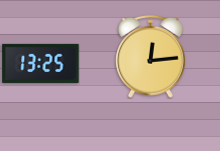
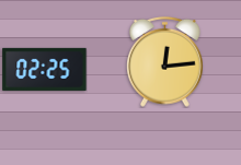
clock at (41, 63): 13:25 -> 02:25
